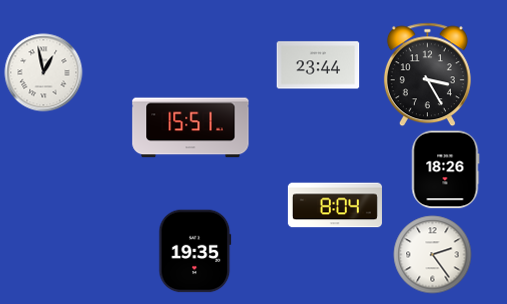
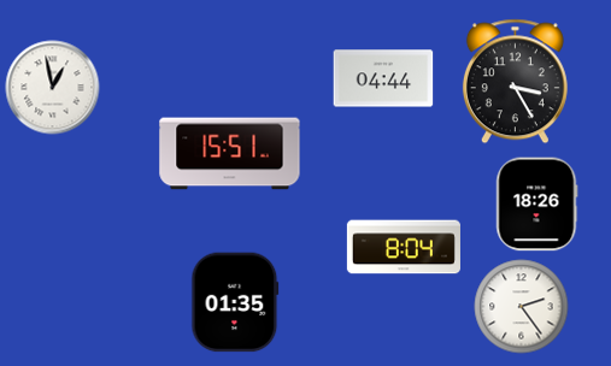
clock at (318, 65): 23:44 -> 04:44
clock at (427, 74) position: (427, 74) -> (515, 81)
clock at (195, 251): 19:35 -> 01:35
